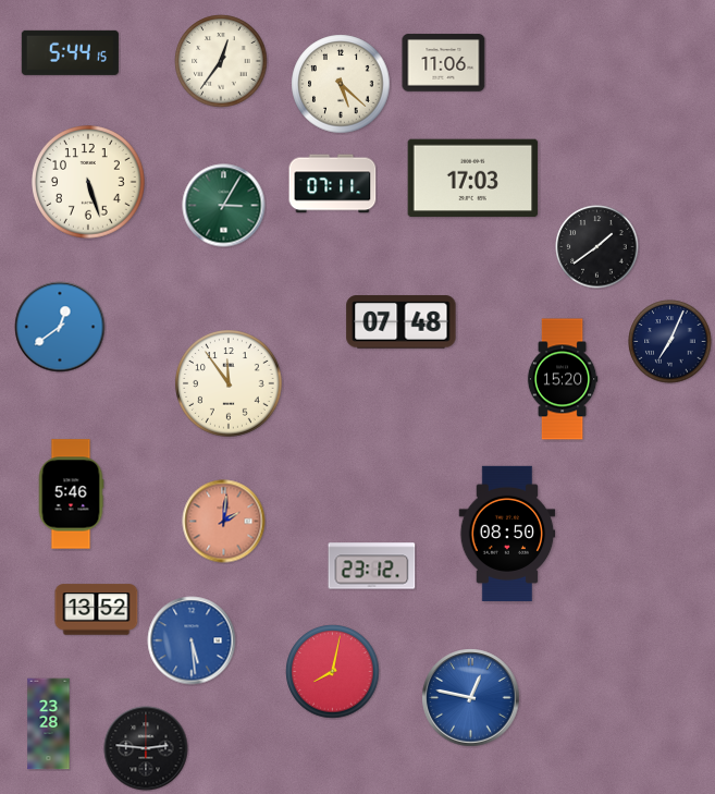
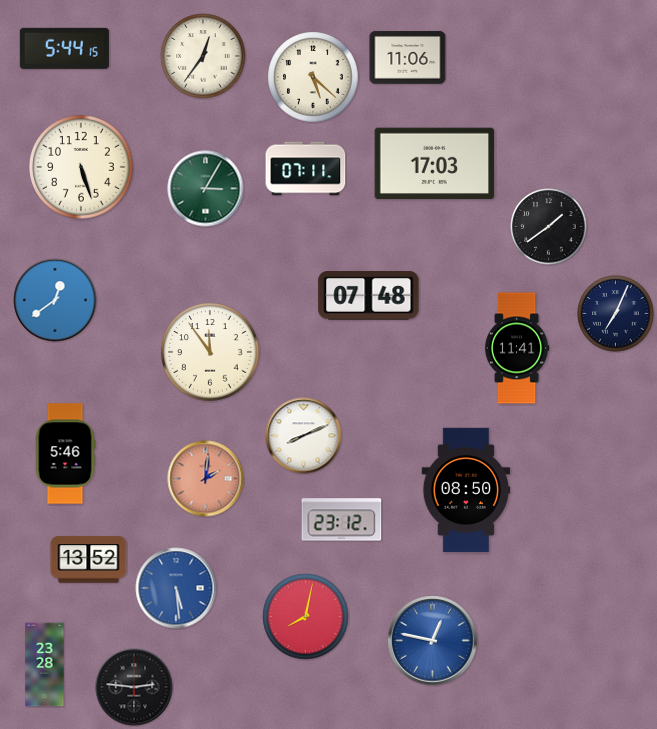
clock at (563, 379): 15:20 -> 11:41
clock at (304, 436): none -> 8:11
